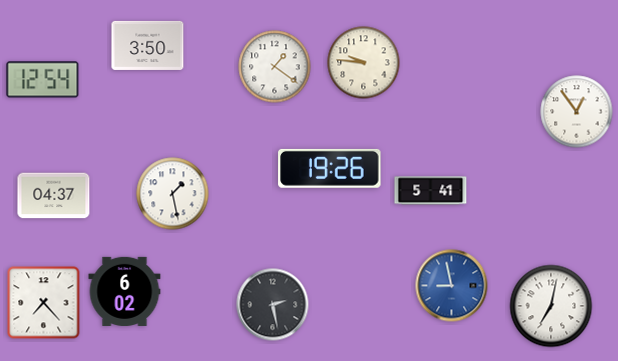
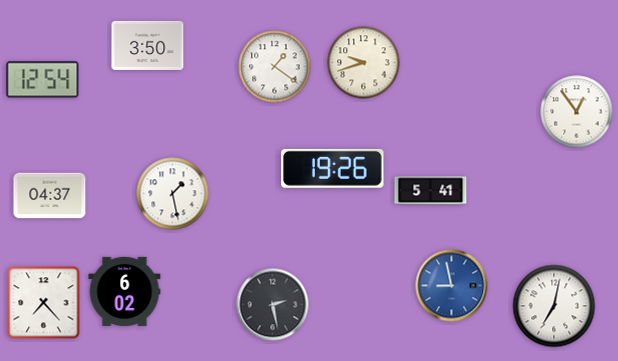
clock at (364, 63): 9:46 -> 9:42
clock at (330, 168) position: (330, 168) -> (333, 168)
clock at (54, 196) position: (54, 196) -> (50, 196)
clock at (551, 306) position: (551, 306) -> (554, 306)
